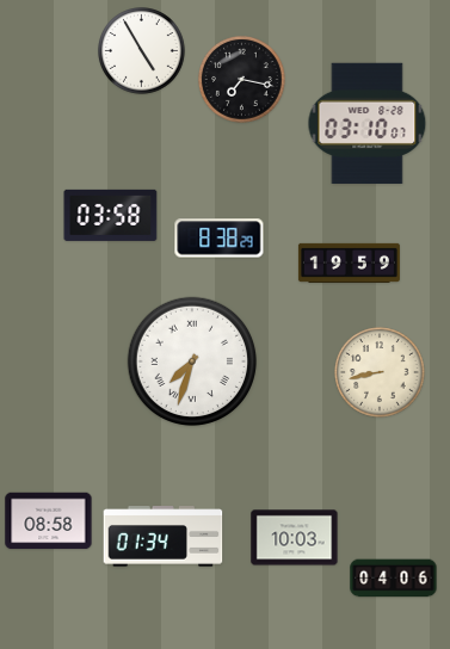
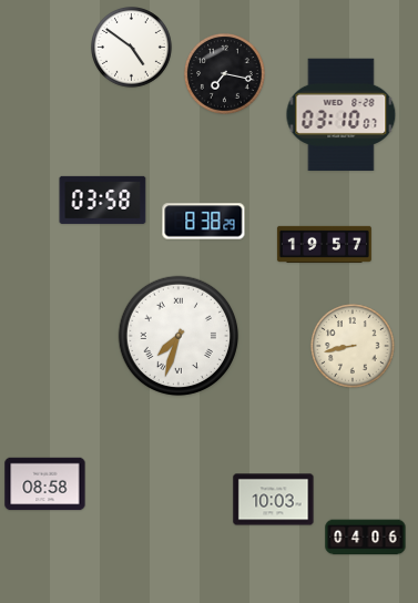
clock at (142, 51): 4:55 -> 4:51
clock at (349, 262): 19:59 -> 19:57
clock at (164, 537): 01:34 -> none
